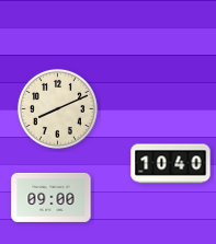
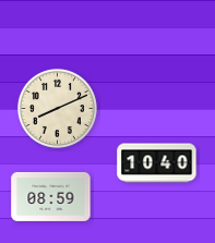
clock at (171, 164) position: (171, 164) -> (157, 163)
clock at (52, 197): 09:00 -> 08:59
